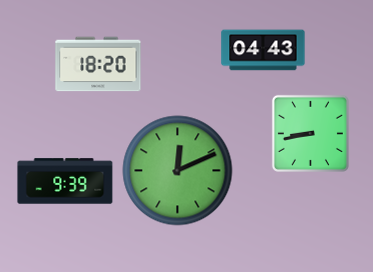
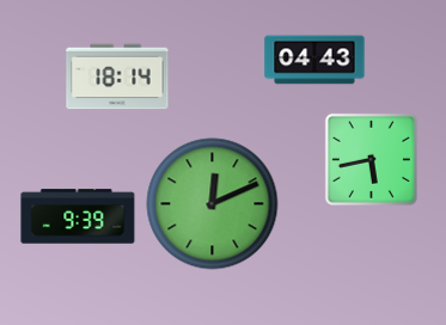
clock at (98, 64): 18:20 -> 18:14
clock at (310, 133): 8:43 -> 5:43
